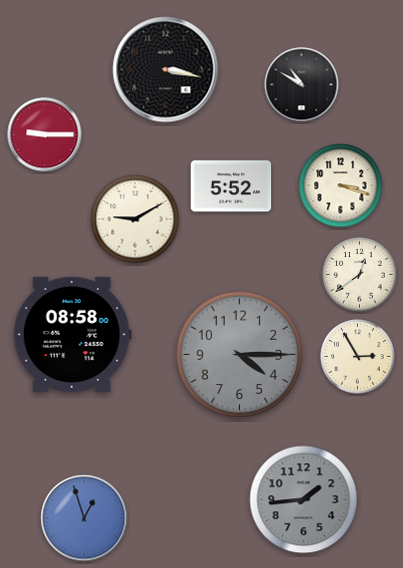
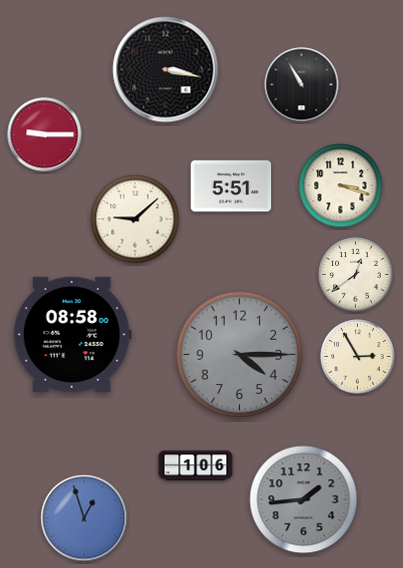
clock at (302, 85): 10:50 -> 10:55
clock at (231, 186): 5:52 -> 5:51
clock at (135, 219): 9:10 -> 9:08
clock at (360, 275) position: (360, 275) -> (356, 275)
clock at (196, 466): none -> 1:06
